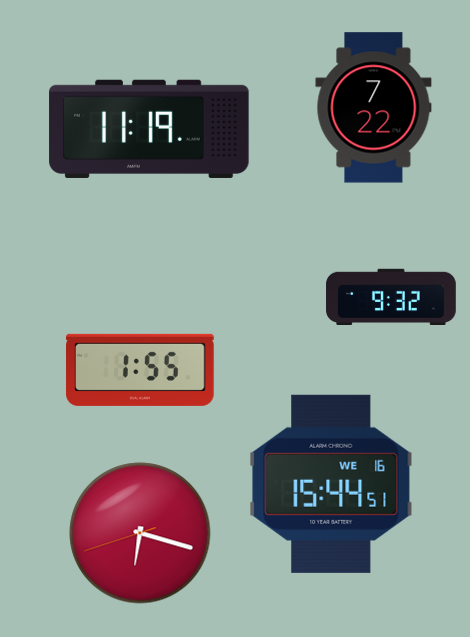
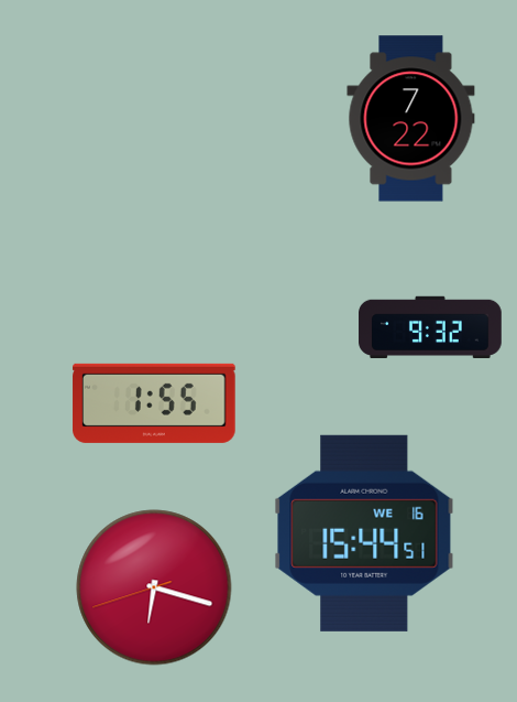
clock at (149, 129): 11:19 -> none
clock at (140, 370) position: (140, 370) -> (154, 403)
